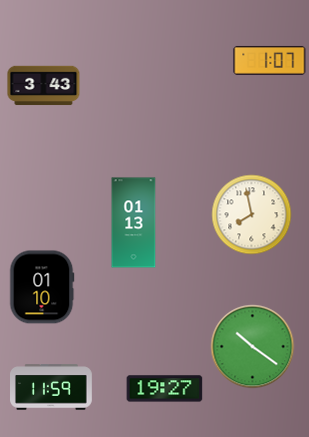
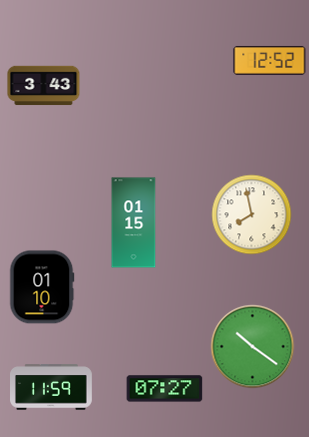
clock at (270, 60): 1:07 -> 12:52
clock at (134, 223): 01:13 -> 01:15
clock at (165, 389): 19:27 -> 07:27
